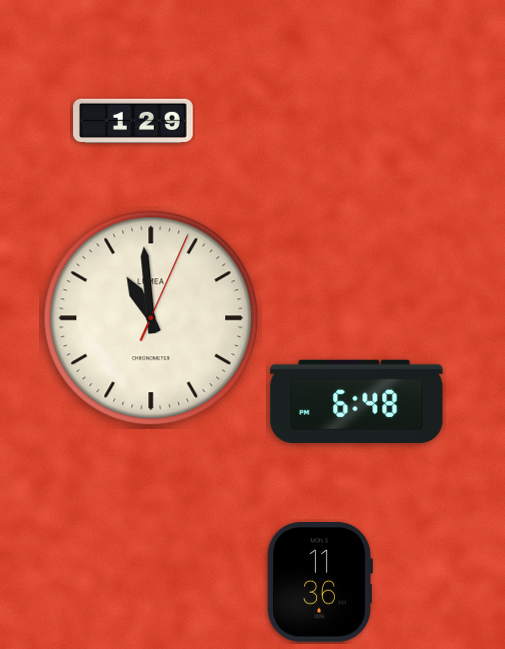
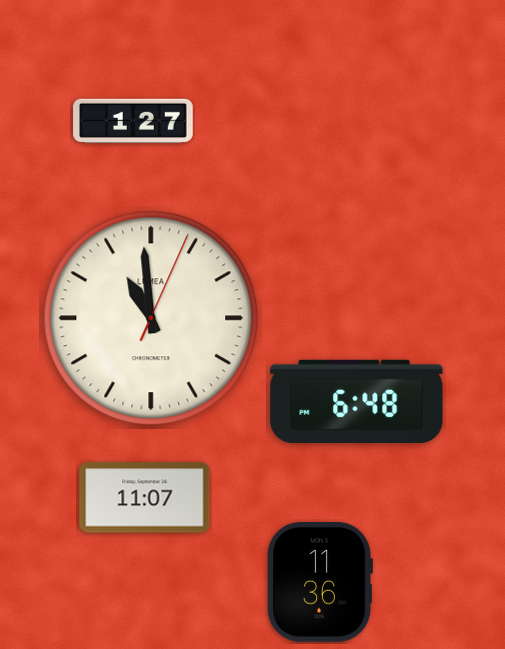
clock at (133, 121): 1:29 -> 1:27
clock at (145, 498): none -> 11:07
